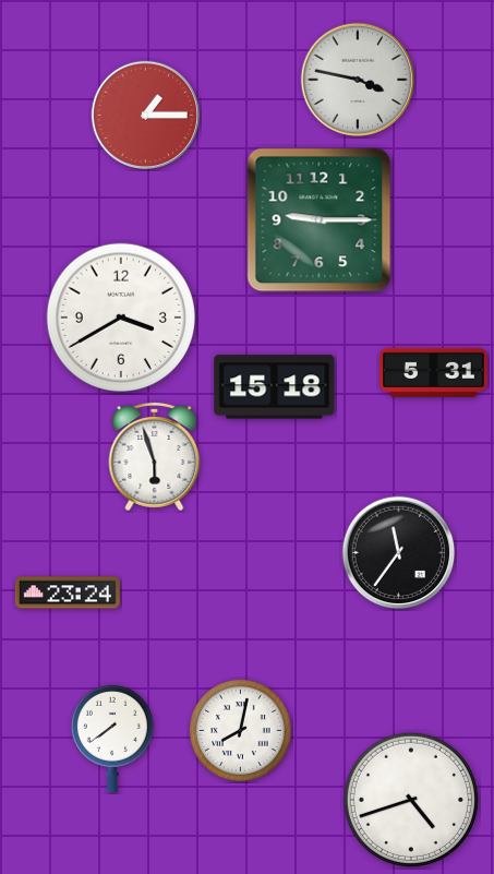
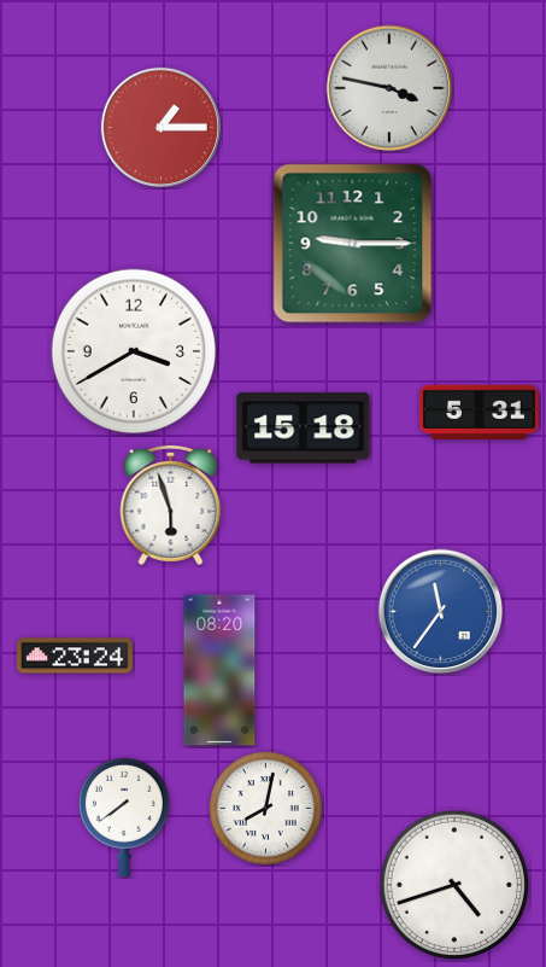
clock at (358, 80) position: (358, 80) -> (389, 88)
clock at (399, 553) dial: black -> blue
clock at (219, 670): none -> 08:20
